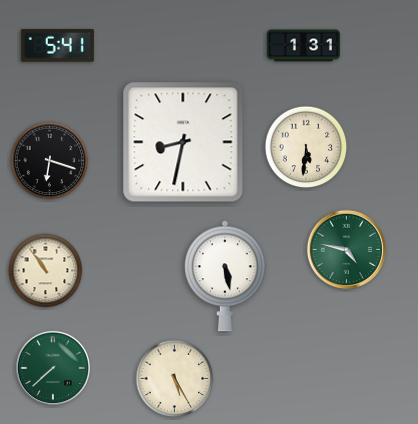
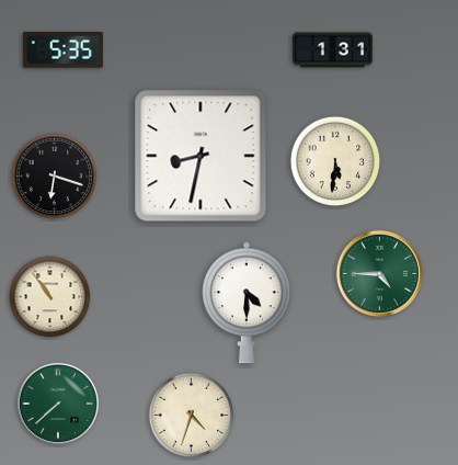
clock at (57, 46): 5:41 -> 5:35
clock at (346, 249): 4:47 -> 4:45
clock at (226, 276): 5:28 -> 4:30
clock at (175, 379): 5:25 -> 4:33
